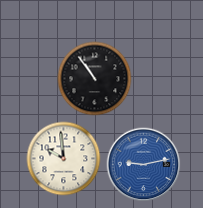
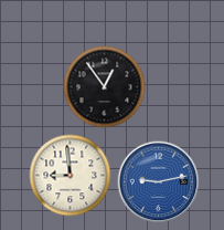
clock at (95, 79): 10:54 -> 12:54
clock at (64, 159): 9:59 -> 8:59
